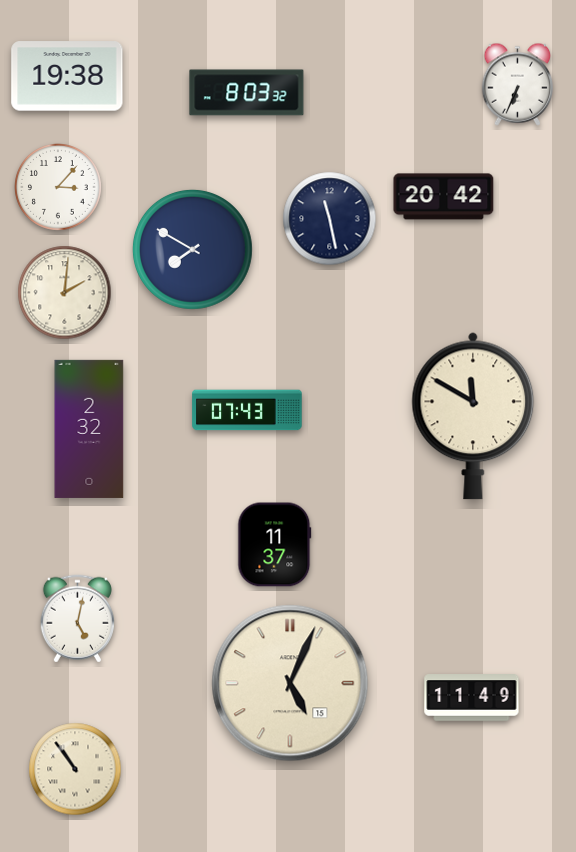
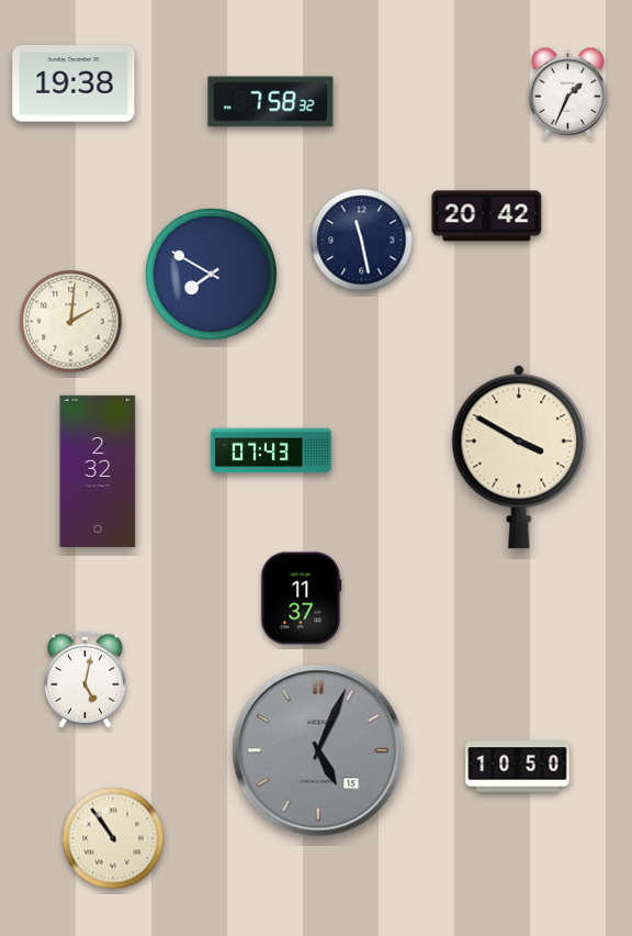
clock at (517, 84): 6:34 -> 1:34
clock at (247, 93): 8:03 -> 7:58
clock at (59, 188): 3:07 -> none
clock at (473, 416): 11:50 -> 3:50
clock at (290, 683) dial: cream -> grey
clock at (472, 698): 11:49 -> 10:50
clock at (75, 769) position: (75, 769) -> (113, 838)
